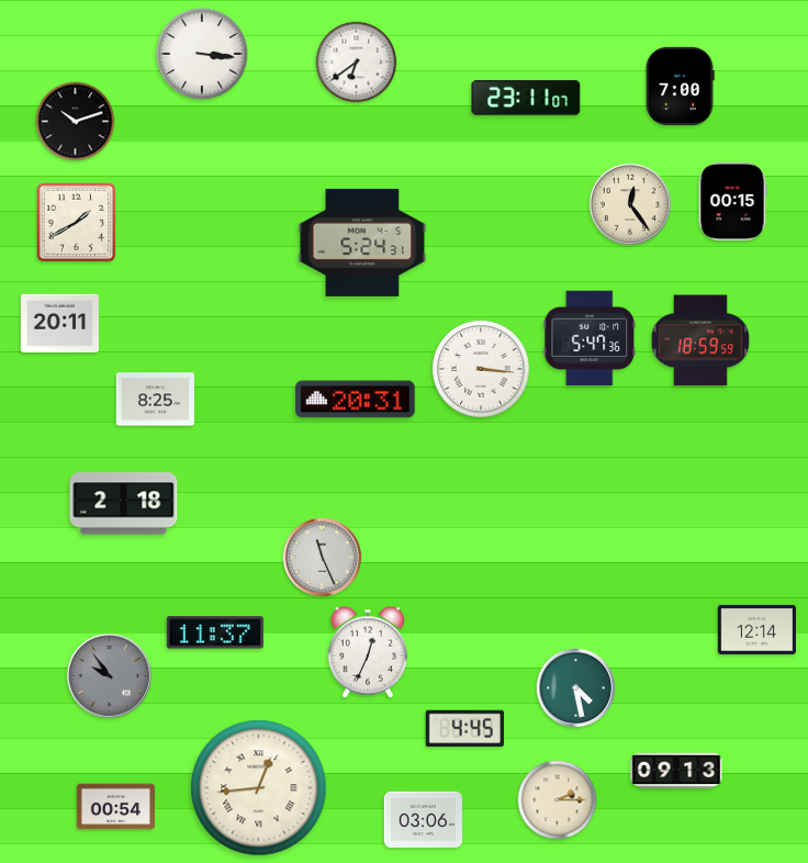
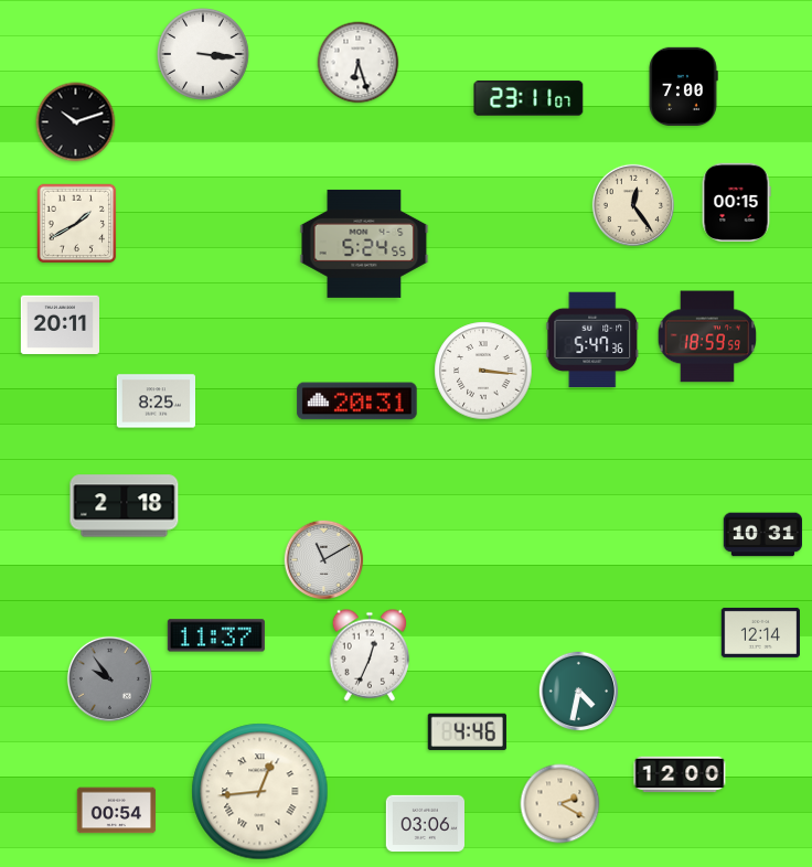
clock at (357, 63): 6:39 -> 6:27
clock at (362, 243): 5:24:31 -> 5:24:55
clock at (700, 340) position: (700, 340) -> (707, 336)
clock at (763, 535): none -> 10:31
clock at (323, 558): 11:26 -> 11:10
clock at (576, 688): 4:28 -> 4:32
clock at (464, 728): 4:45 -> 4:46
clock at (676, 771): 09:13 -> 12:00
clock at (558, 800): 2:15 -> 2:20
